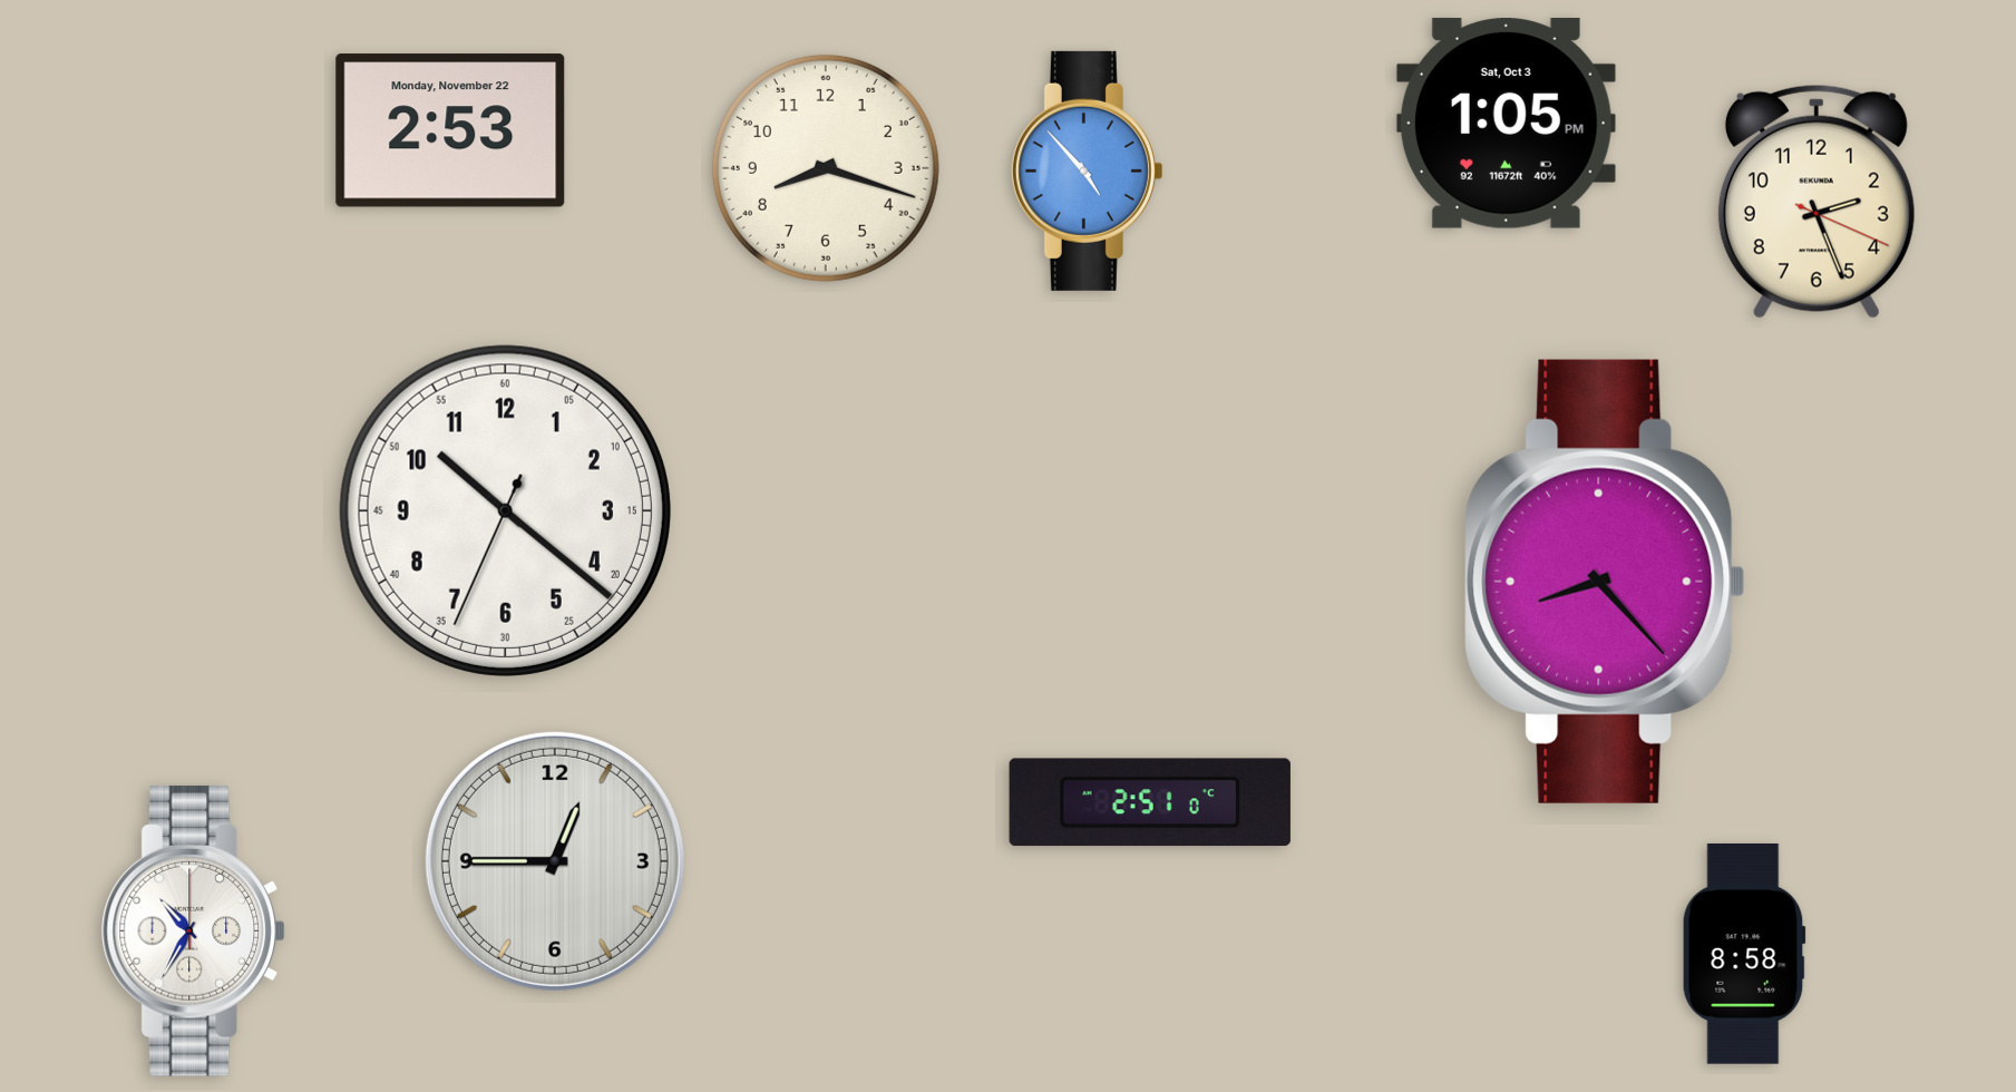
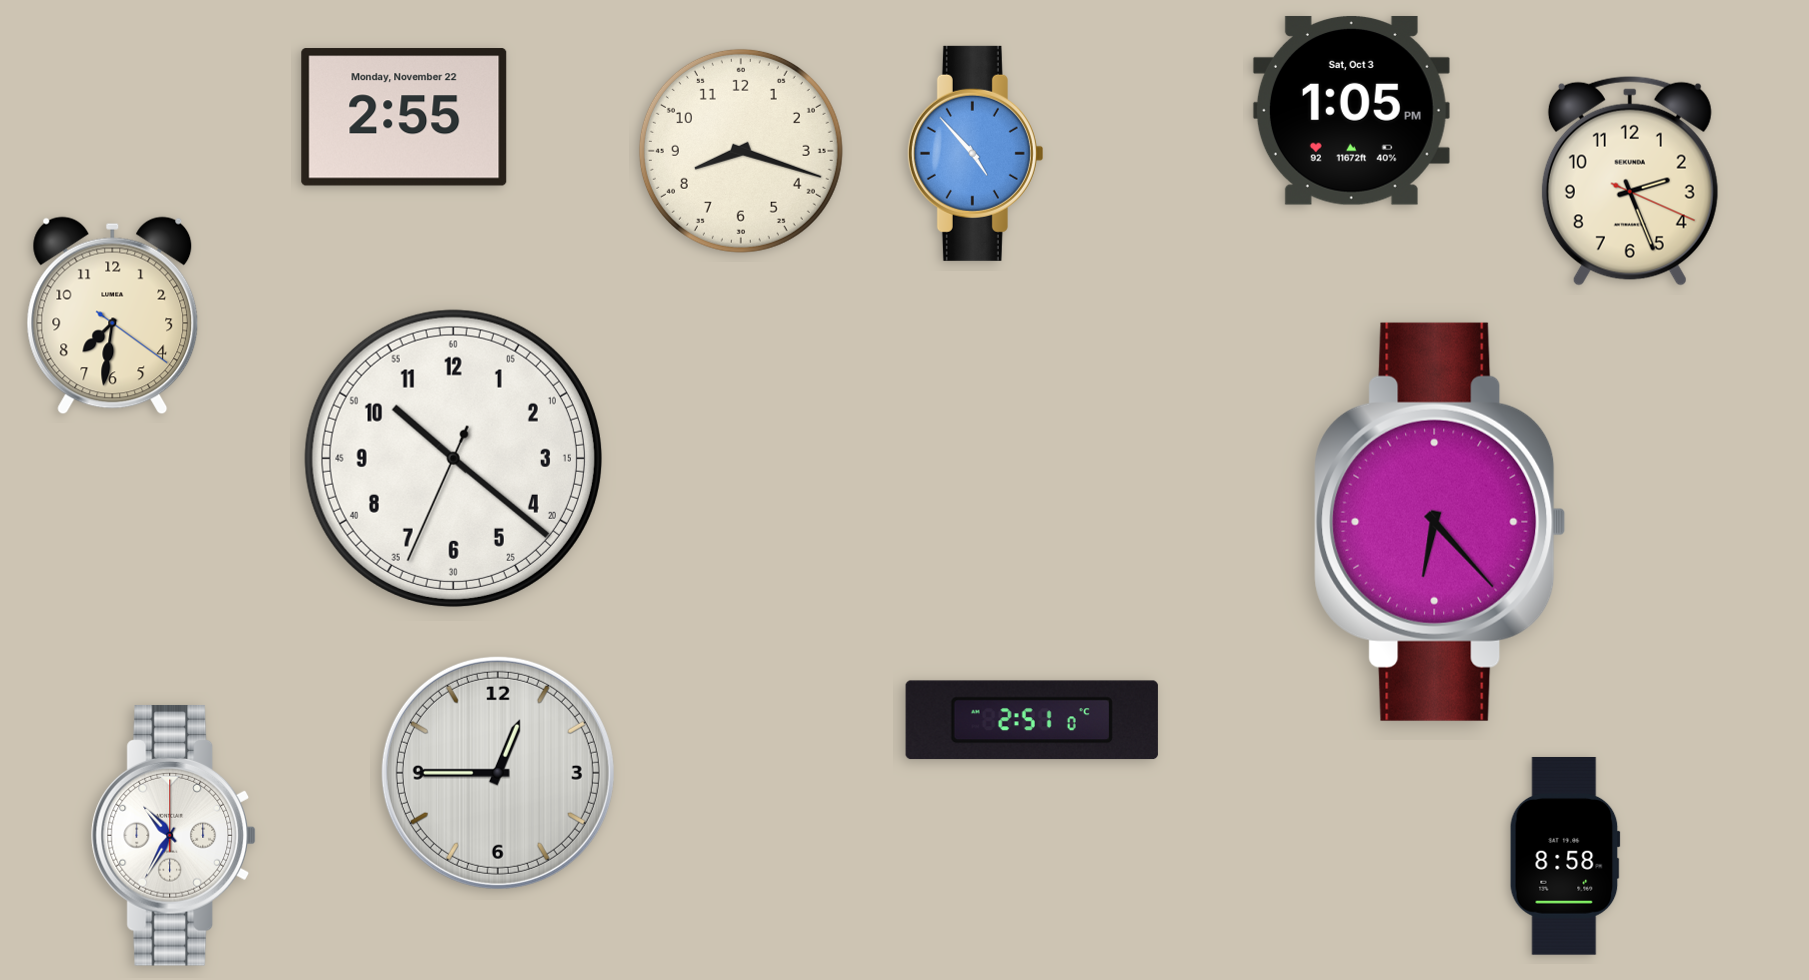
clock at (450, 130): 2:53 -> 2:55
clock at (113, 316): none -> 7:31
clock at (1605, 582): 8:23 -> 6:23
